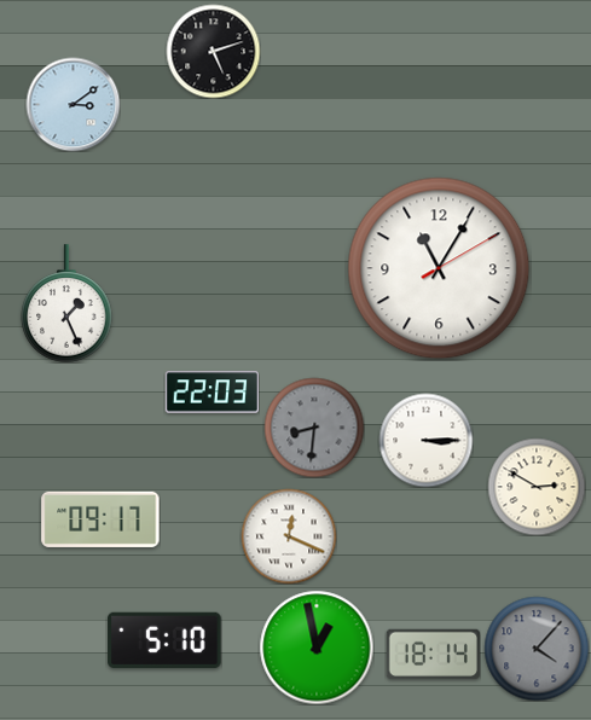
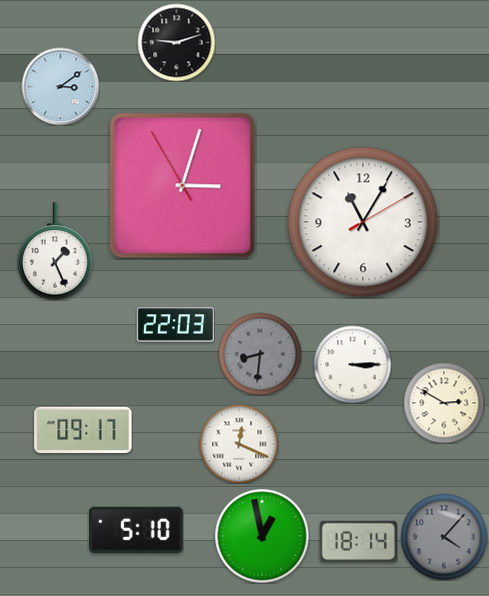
clock at (213, 51): 5:12 -> 9:12
clock at (183, 186): none -> 3:02
